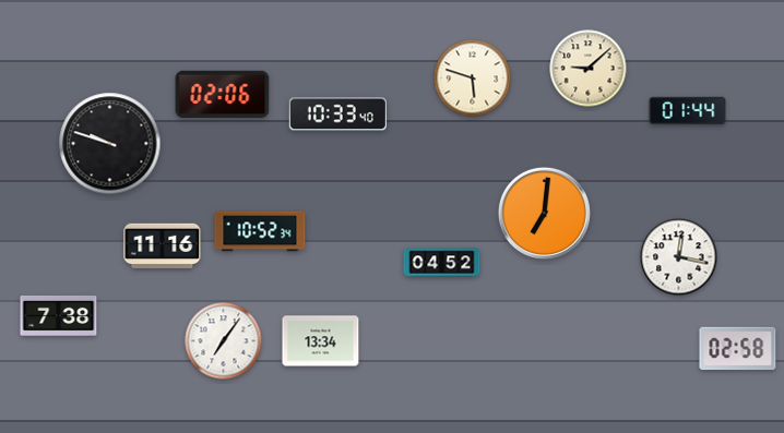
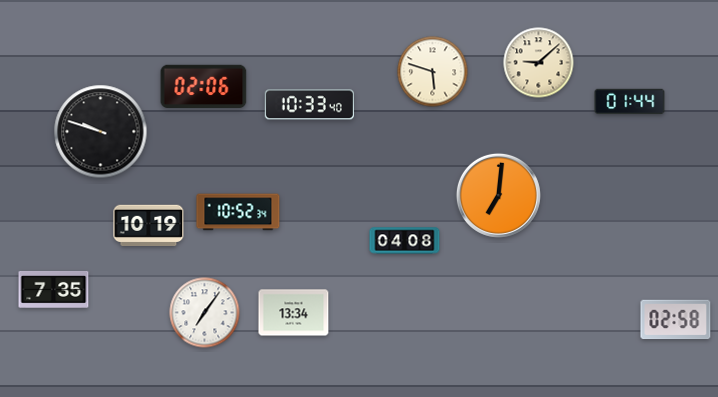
clock at (163, 245): 11:16 -> 10:19
clock at (679, 257): 12:17 -> none
clock at (442, 263): 04:52 -> 04:08
clock at (59, 315): 7:38 -> 7:35
